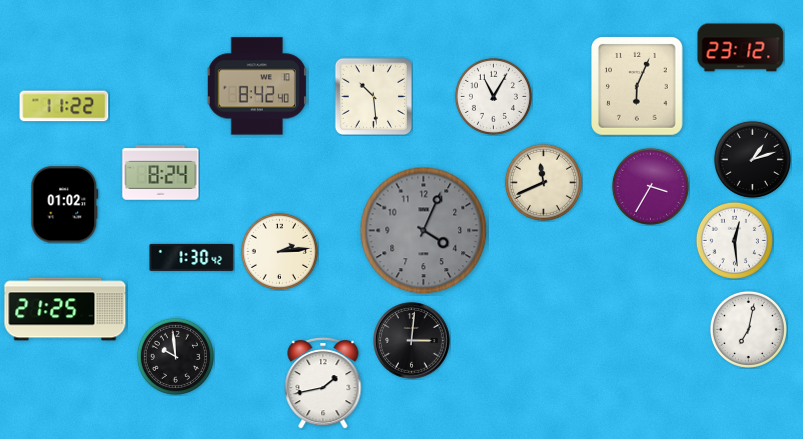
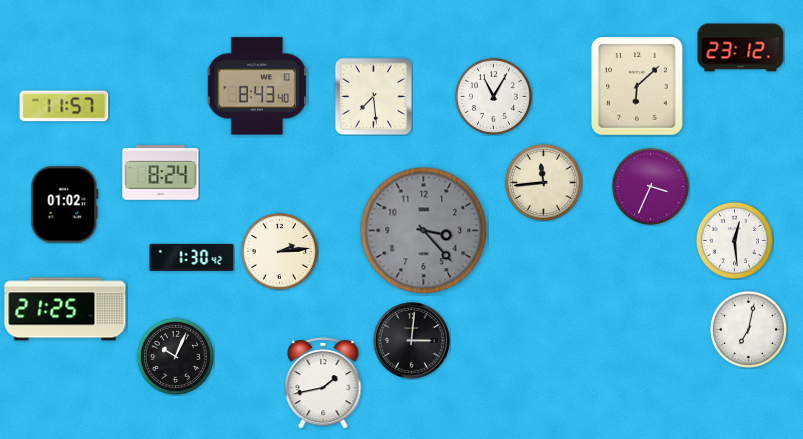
clock at (256, 86): 8:42 -> 8:43
clock at (638, 87): 6:04 -> 6:08
clock at (373, 96): 10:29 -> 7:29
clock at (64, 106): 11:22 -> 11:57
clock at (752, 159): 1:12 -> none
clock at (543, 182): 11:41 -> 11:44
clock at (650, 186): 3:35 -> 3:34
clock at (424, 231): 4:04 -> 3:23
clock at (175, 356): 9:59 -> 10:04
